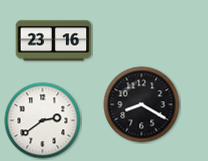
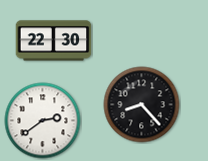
clock at (54, 41): 23:16 -> 22:30
clock at (142, 105): 8:20 -> 8:23
